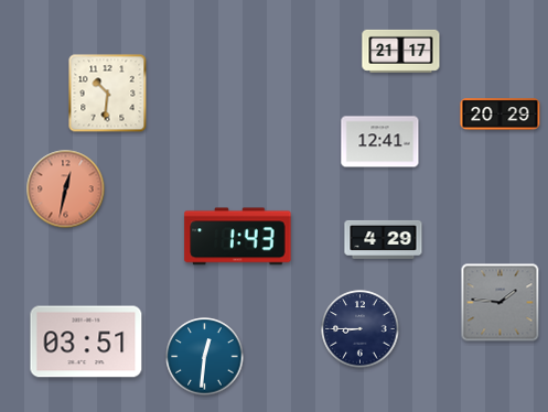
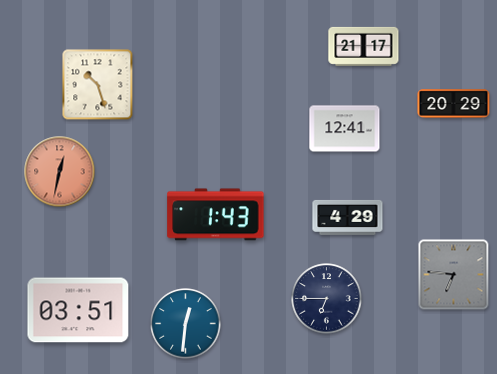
clock at (108, 94): 10:31 -> 10:27
clock at (501, 303): 1:46 -> 6:46
clock at (361, 329): 8:45 -> 6:45
